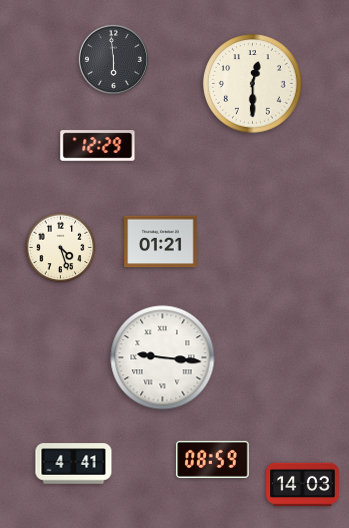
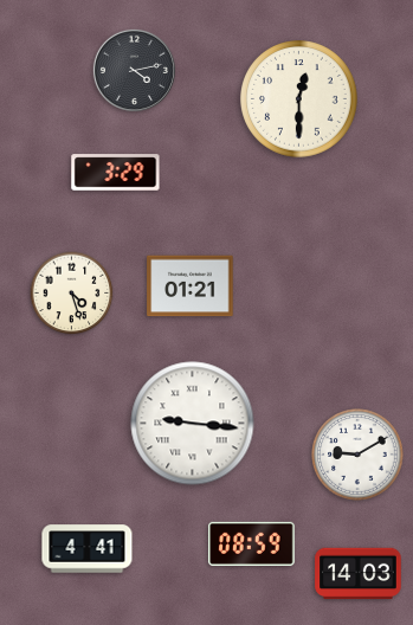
clock at (113, 59): 5:59 -> 4:13
clock at (98, 146): 12:29 -> 3:29
clock at (357, 455): none -> 9:10
